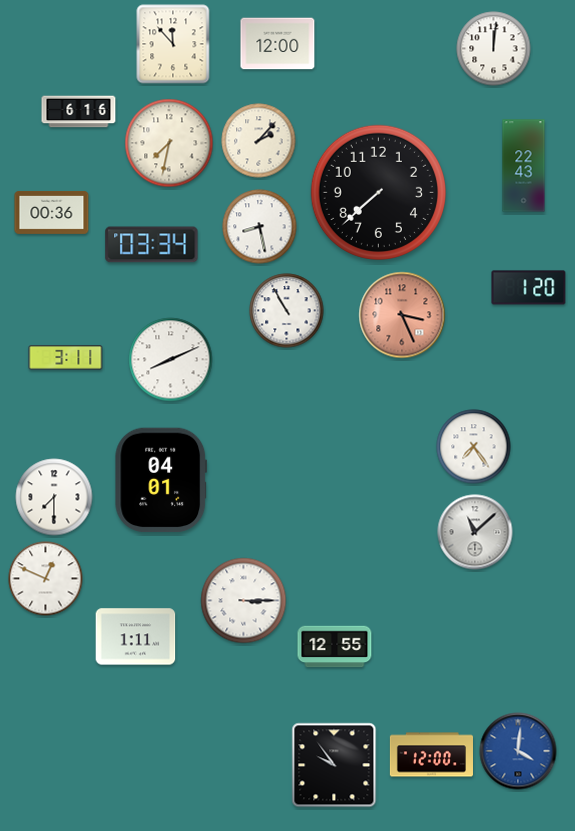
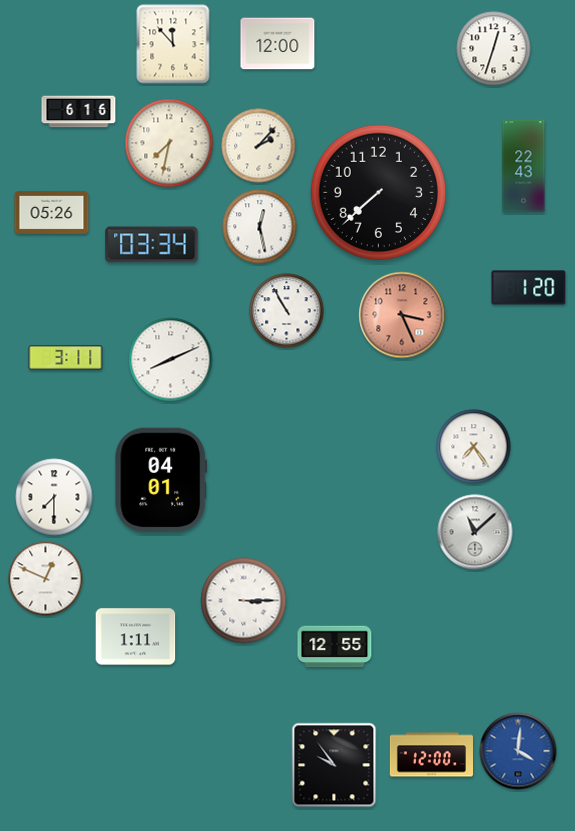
clock at (494, 49): 12:01 -> 12:33
clock at (259, 141) position: (259, 141) -> (259, 146)
clock at (52, 212): 00:36 -> 05:26
clock at (260, 227): 8:28 -> 12:28
